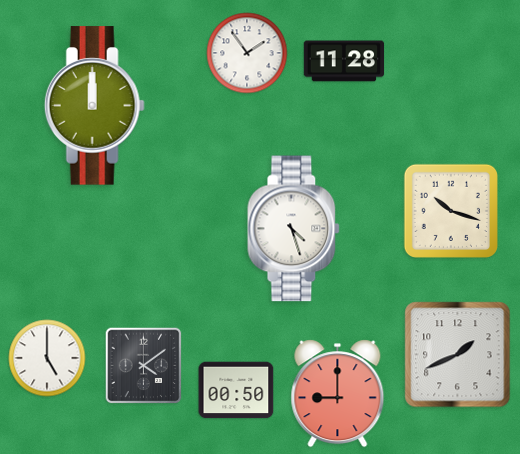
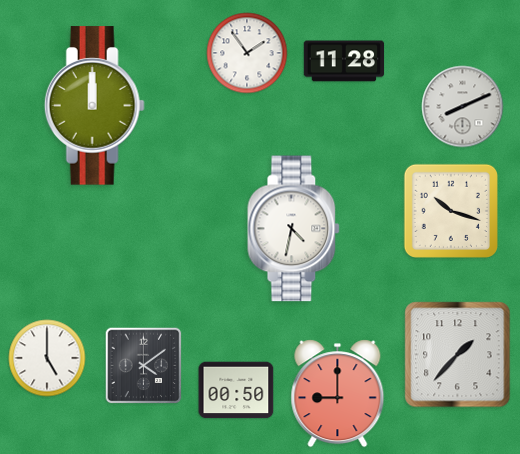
clock at (463, 107): none -> 8:11
clock at (294, 229): 4:27 -> 4:32
clock at (458, 355): 1:41 -> 1:37
